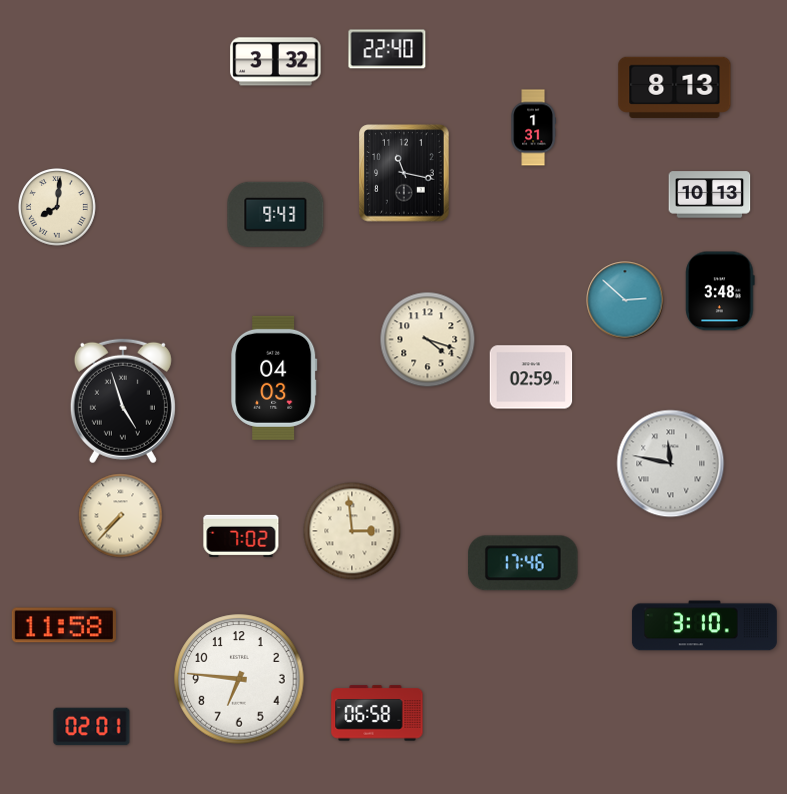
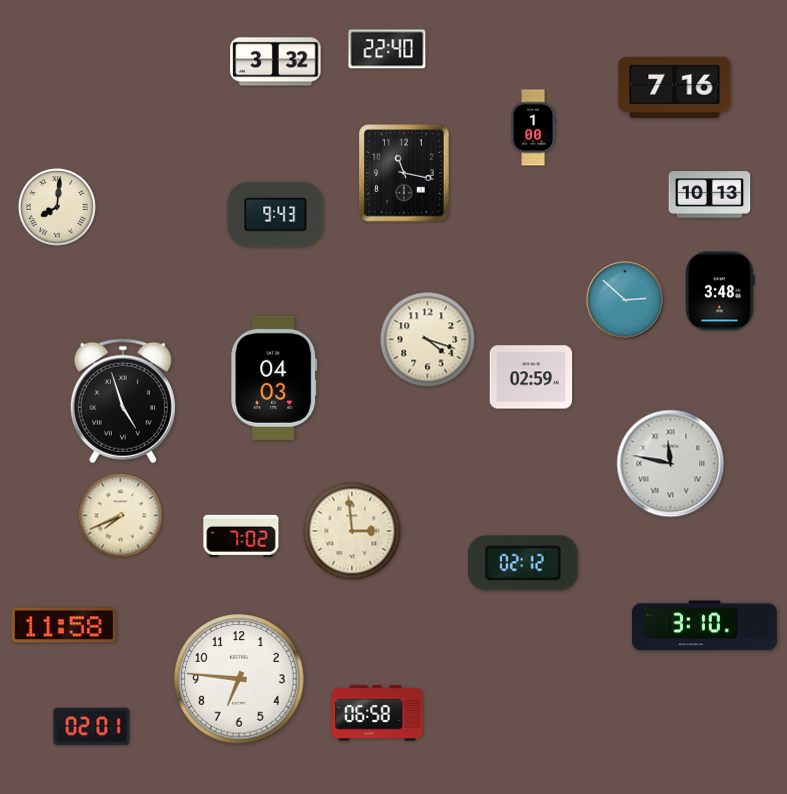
clock at (675, 87): 8:13 -> 7:16
clock at (534, 128): 1:31 -> 1:00
clock at (121, 516): 7:37 -> 7:41
clock at (523, 563): 17:46 -> 02:12
